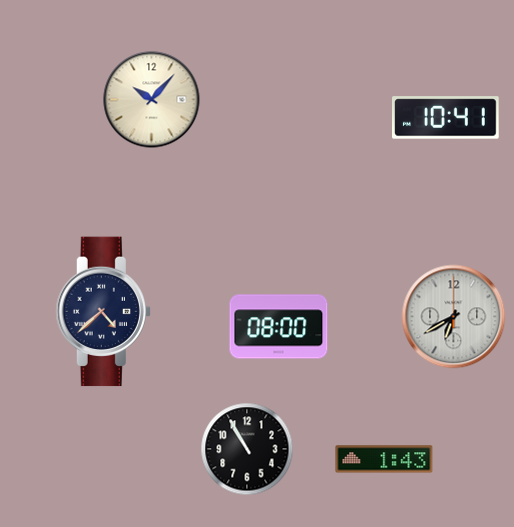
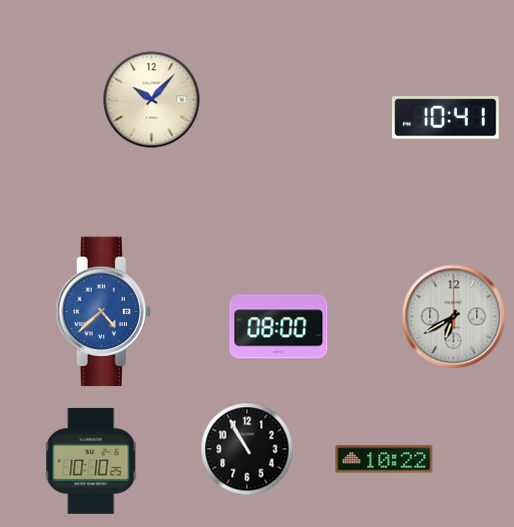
clock at (103, 312) dial: navy -> blue
clock at (384, 459): 1:43 -> 10:22
clock at (92, 461): none -> 10:10
